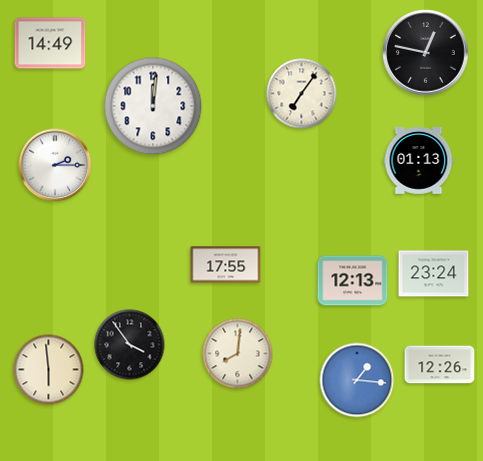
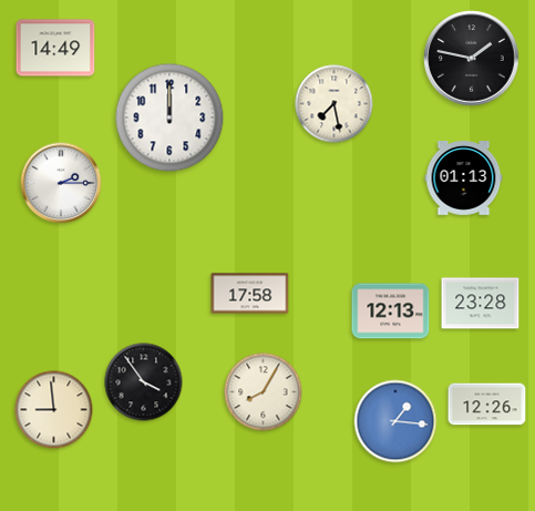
clock at (426, 53): 12:47 -> 1:47
clock at (302, 94): 7:06 -> 7:28
clock at (153, 106): 12:01 -> 12:00
clock at (226, 265): 17:55 -> 17:58
clock at (434, 274): 23:24 -> 23:28
clock at (238, 354): 8:01 -> 8:05
clock at (49, 370): 5:59 -> 8:59
